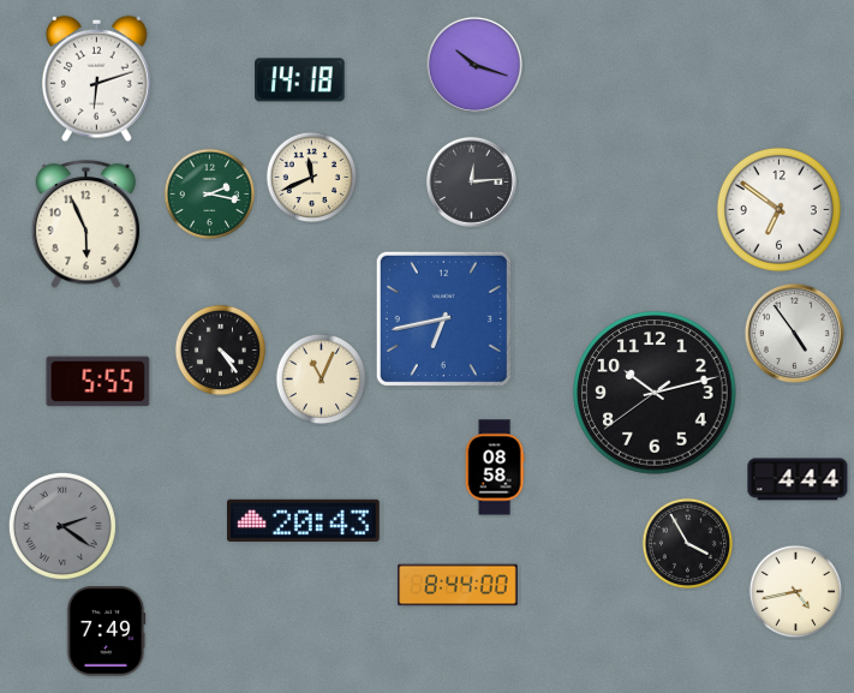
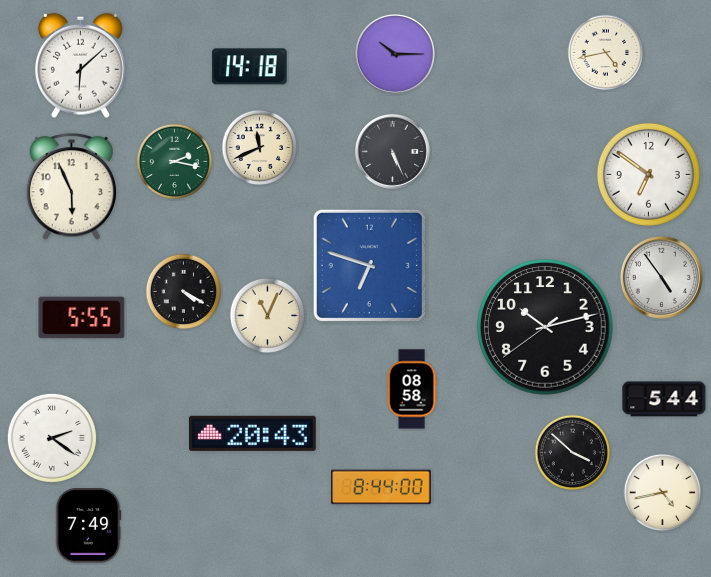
clock at (606, 53): none -> 4:43
clock at (474, 65): 10:18 -> 10:15
clock at (96, 78): 6:12 -> 6:08
clock at (471, 181): 12:14 -> 5:26
clock at (443, 318): 6:43 -> 6:48
clock at (221, 351): 4:24 -> 4:20
clock at (798, 479): 4:44 -> 5:44
clock at (62, 526) dial: grey -> white
clock at (688, 544): 3:55 -> 3:52
